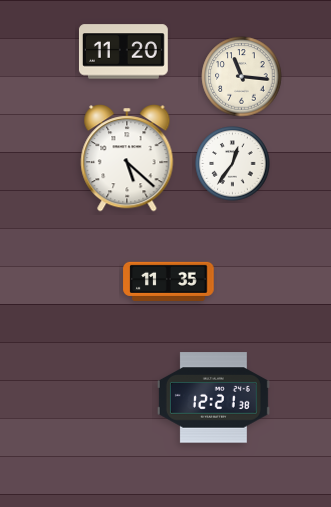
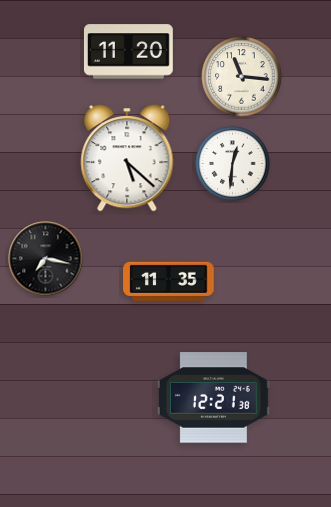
clock at (123, 52) position: (123, 52) -> (128, 52)
clock at (233, 164): 12:36 -> 12:31
clock at (46, 259): none -> 7:17
